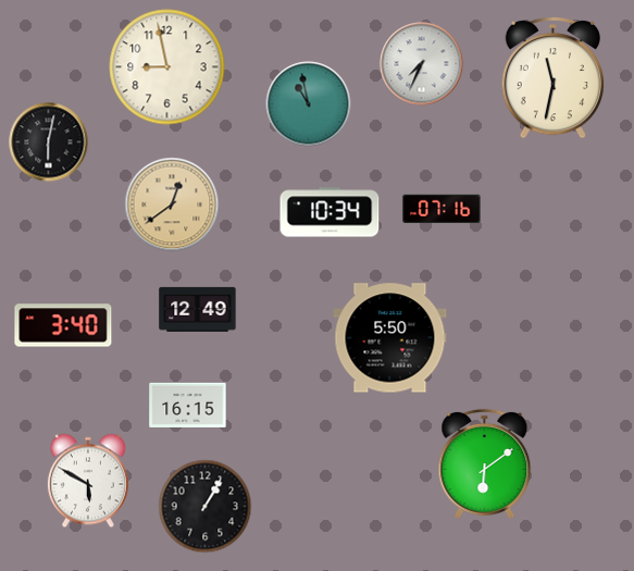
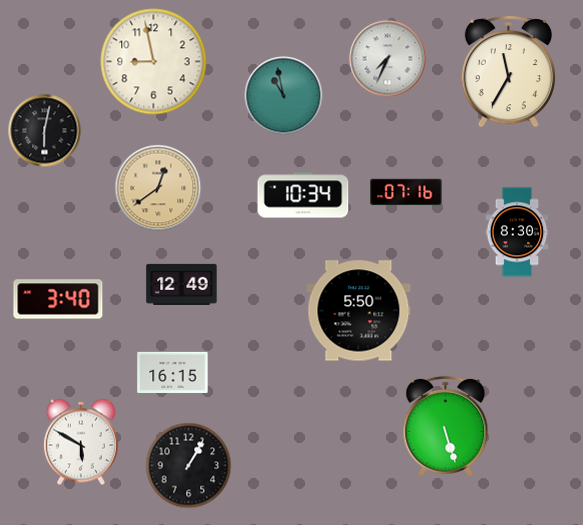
clock at (552, 77): 11:32 -> 11:35
clock at (517, 232): none -> 8:30
clock at (485, 463): 6:09 -> 5:27
